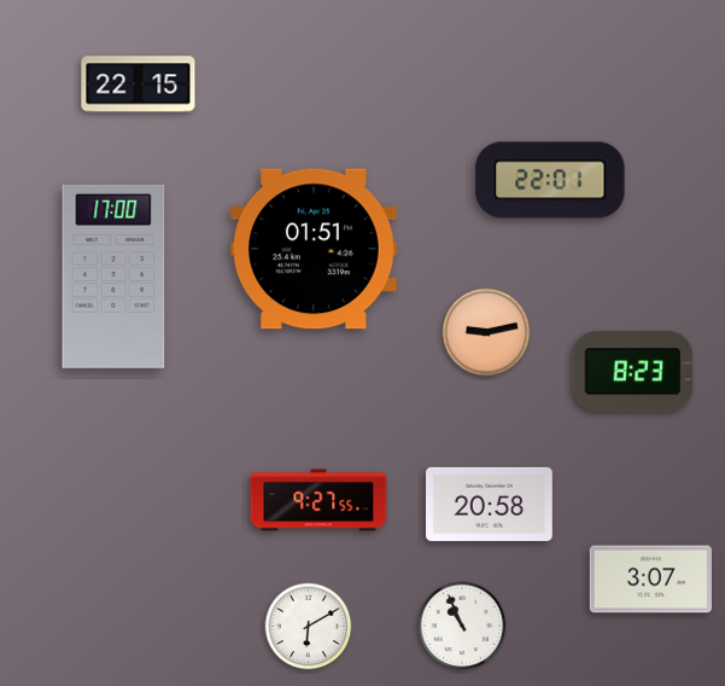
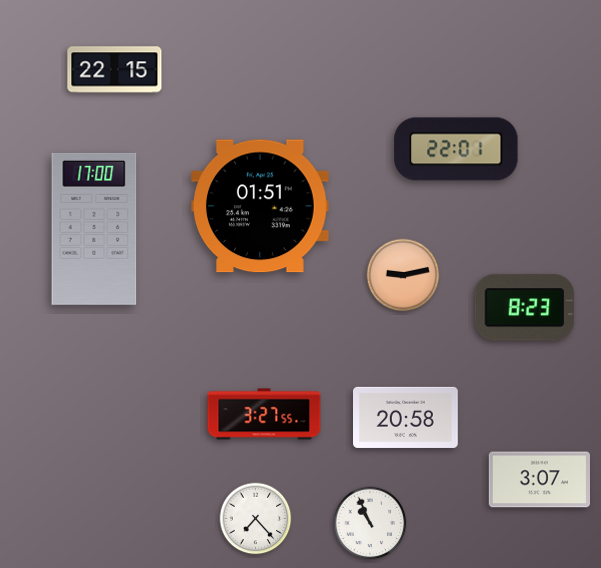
clock at (318, 500): 9:27 -> 3:27
clock at (462, 626) position: (462, 626) -> (370, 523)
clock at (309, 627): 6:10 -> 7:23
